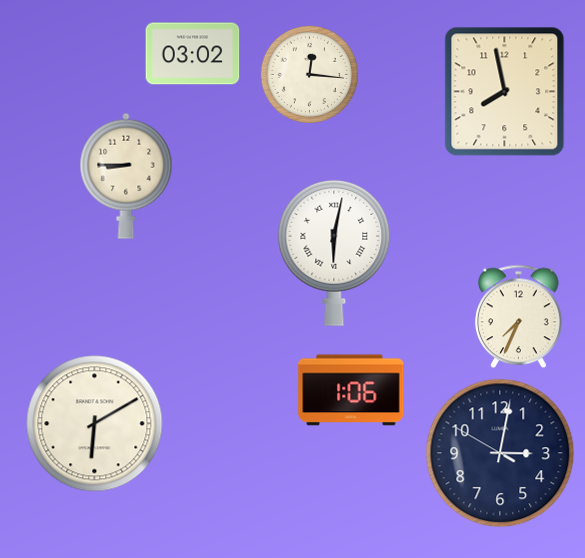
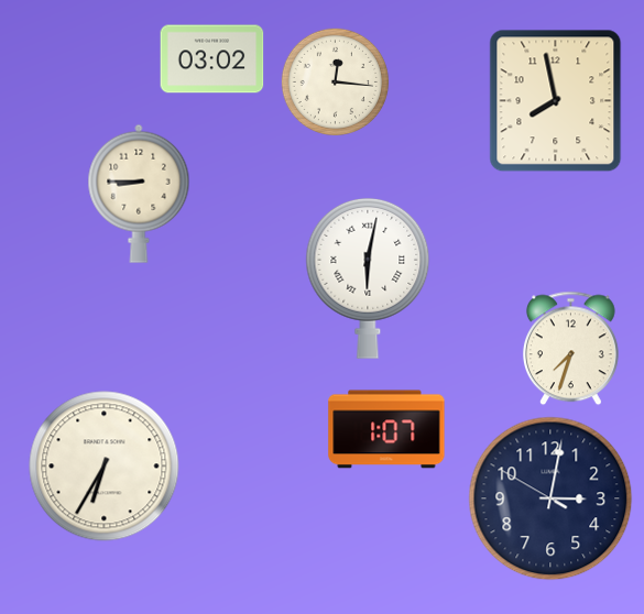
clock at (309, 74) position: (309, 74) -> (335, 81)
clock at (518, 317): 7:34 -> 7:33
clock at (351, 390): 1:06 -> 1:07
clock at (95, 424): 6:10 -> 6:35
